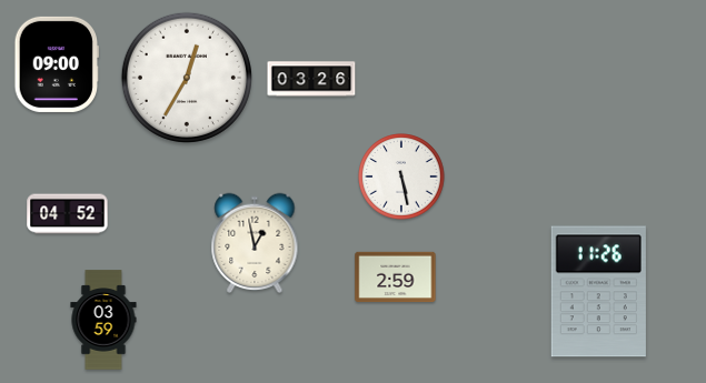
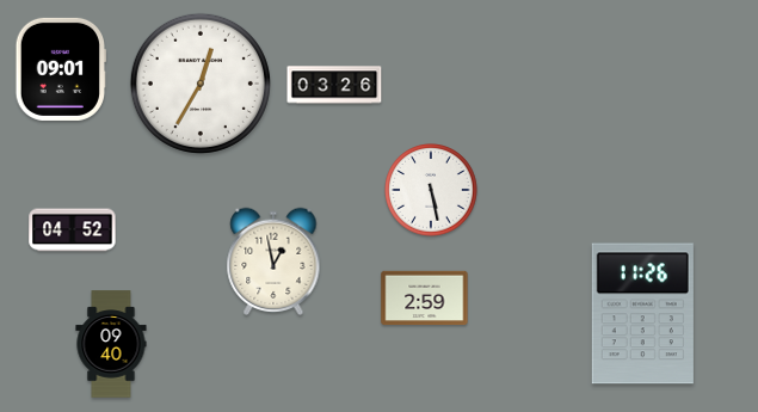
clock at (56, 64): 09:00 -> 09:01
clock at (103, 320): 03:59 -> 09:40
